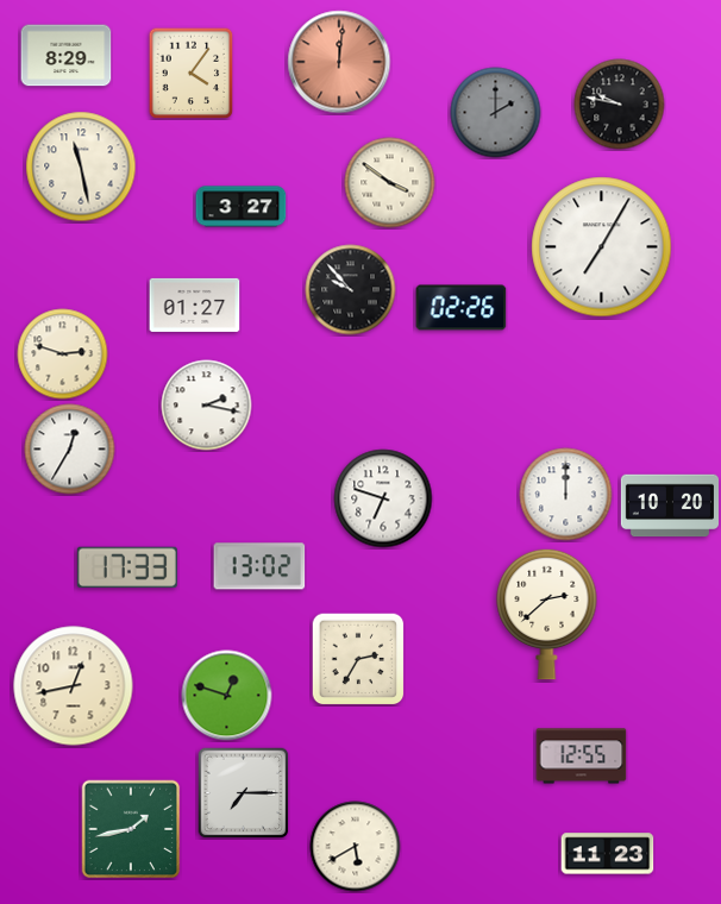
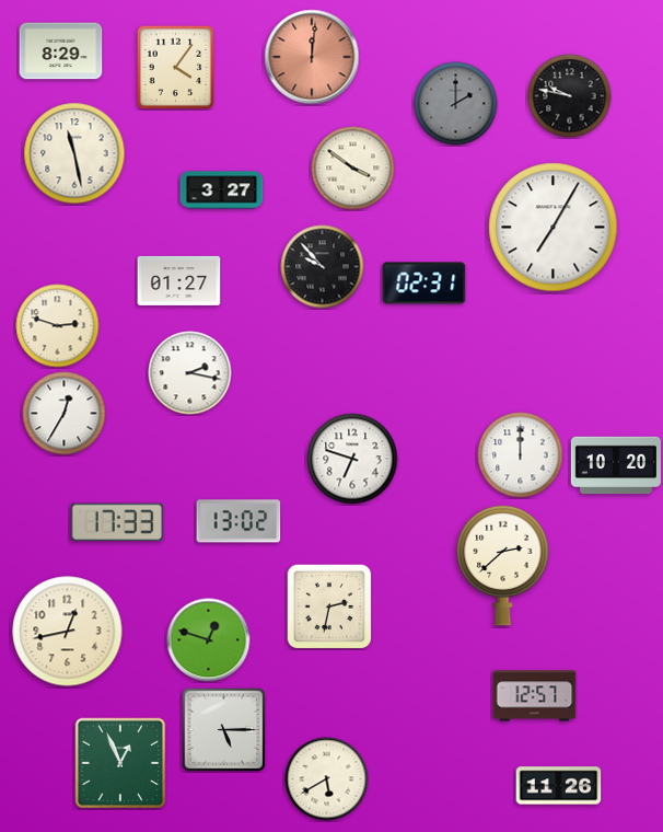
clock at (390, 183) position: (390, 183) -> (353, 169)
clock at (462, 308): 02:26 -> 02:31
clock at (358, 659): 2:35 -> 2:32
clock at (582, 757): 12:55 -> 12:57
clock at (243, 792): 7:15 -> 5:15
clock at (131, 829): 1:43 -> 12:56
clock at (608, 854): 11:23 -> 11:26
